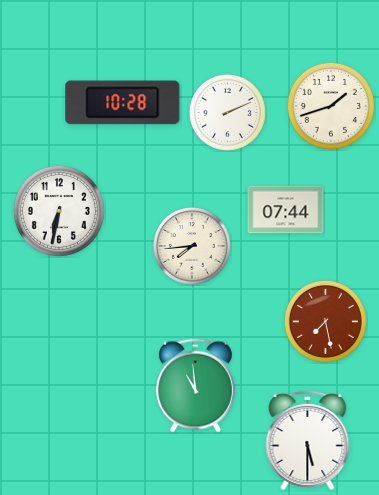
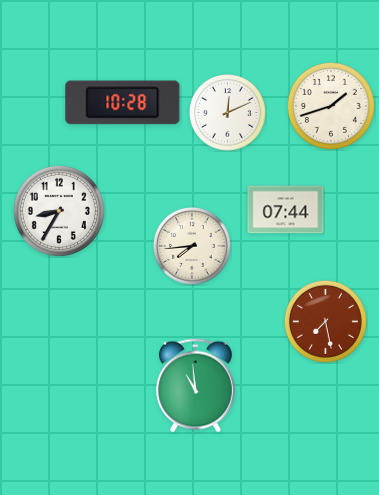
clock at (228, 113): 2:11 -> 12:11
clock at (59, 211): 6:32 -> 8:35
clock at (308, 440): 5:30 -> none
